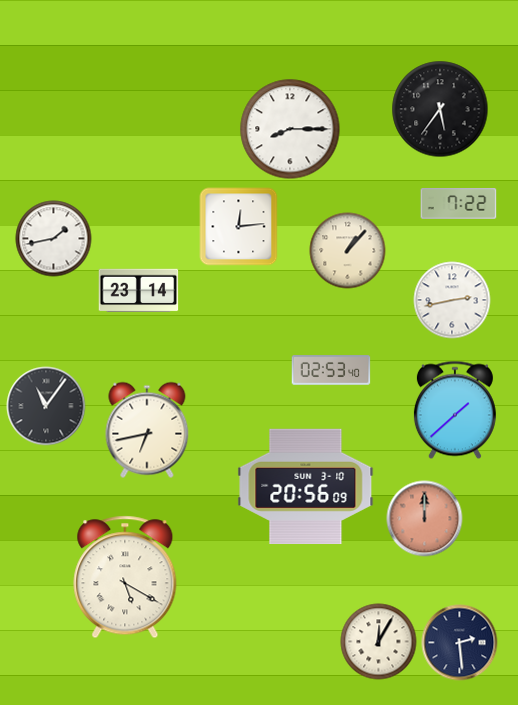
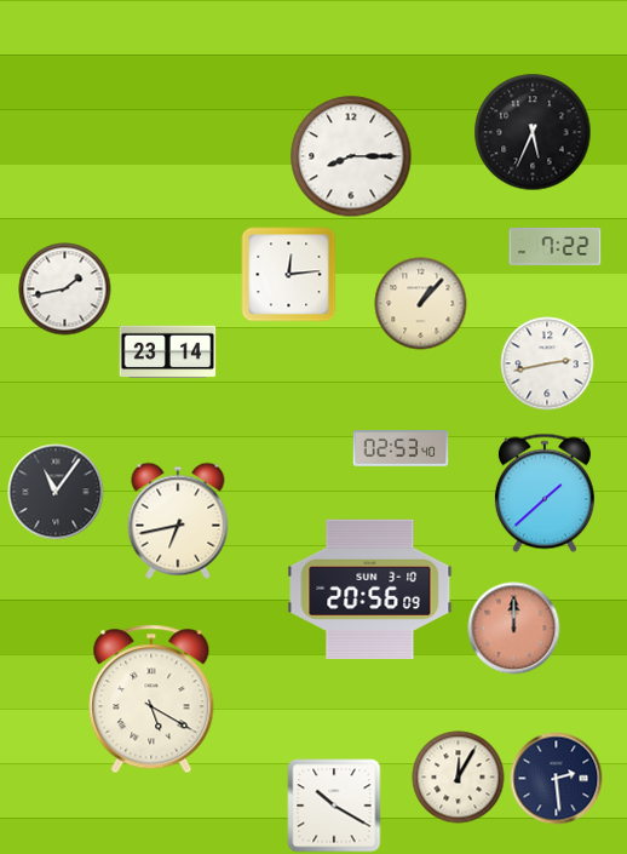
clock at (440, 109): 5:36 -> 5:34
clock at (455, 410) position: (455, 410) -> (545, 493)
clock at (334, 806): none -> 10:20
